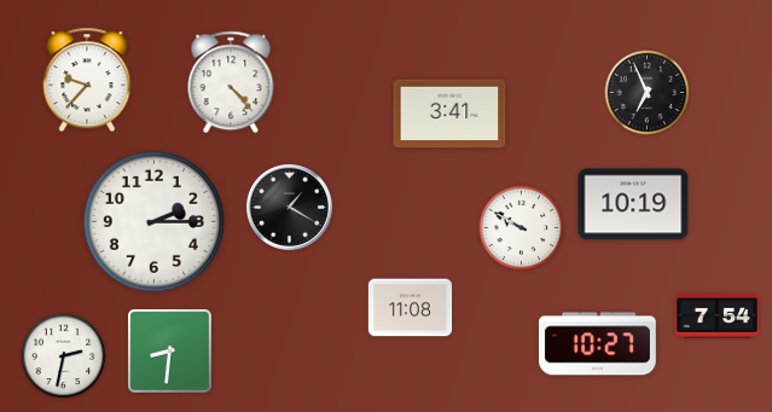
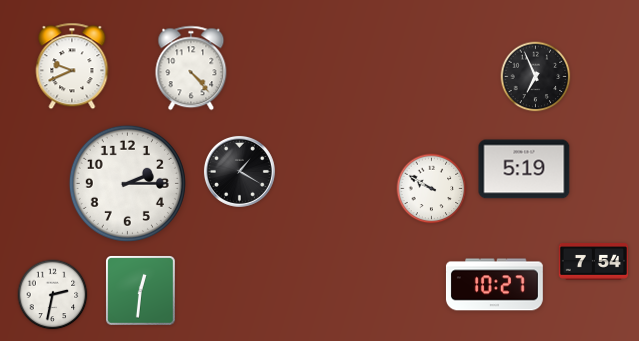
clock at (87, 80): 9:37 -> 9:41
clock at (449, 114): 3:41 -> none
clock at (633, 204): 10:19 -> 5:19
clock at (411, 308): 11:08 -> none
clock at (170, 352): 8:31 -> 12:31
